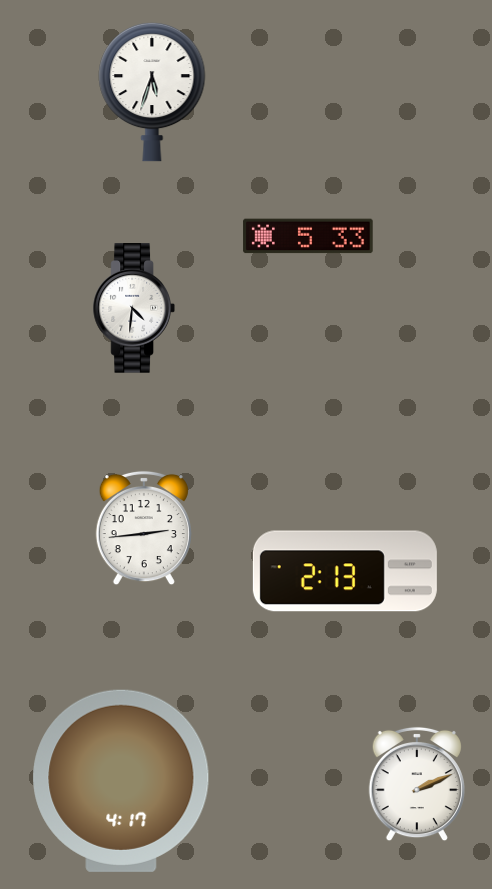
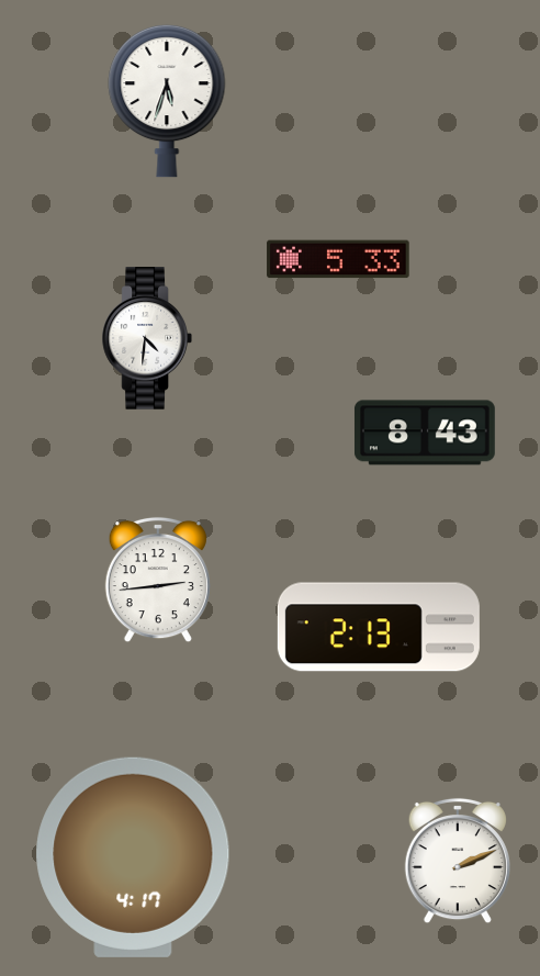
clock at (425, 433): none -> 8:43
